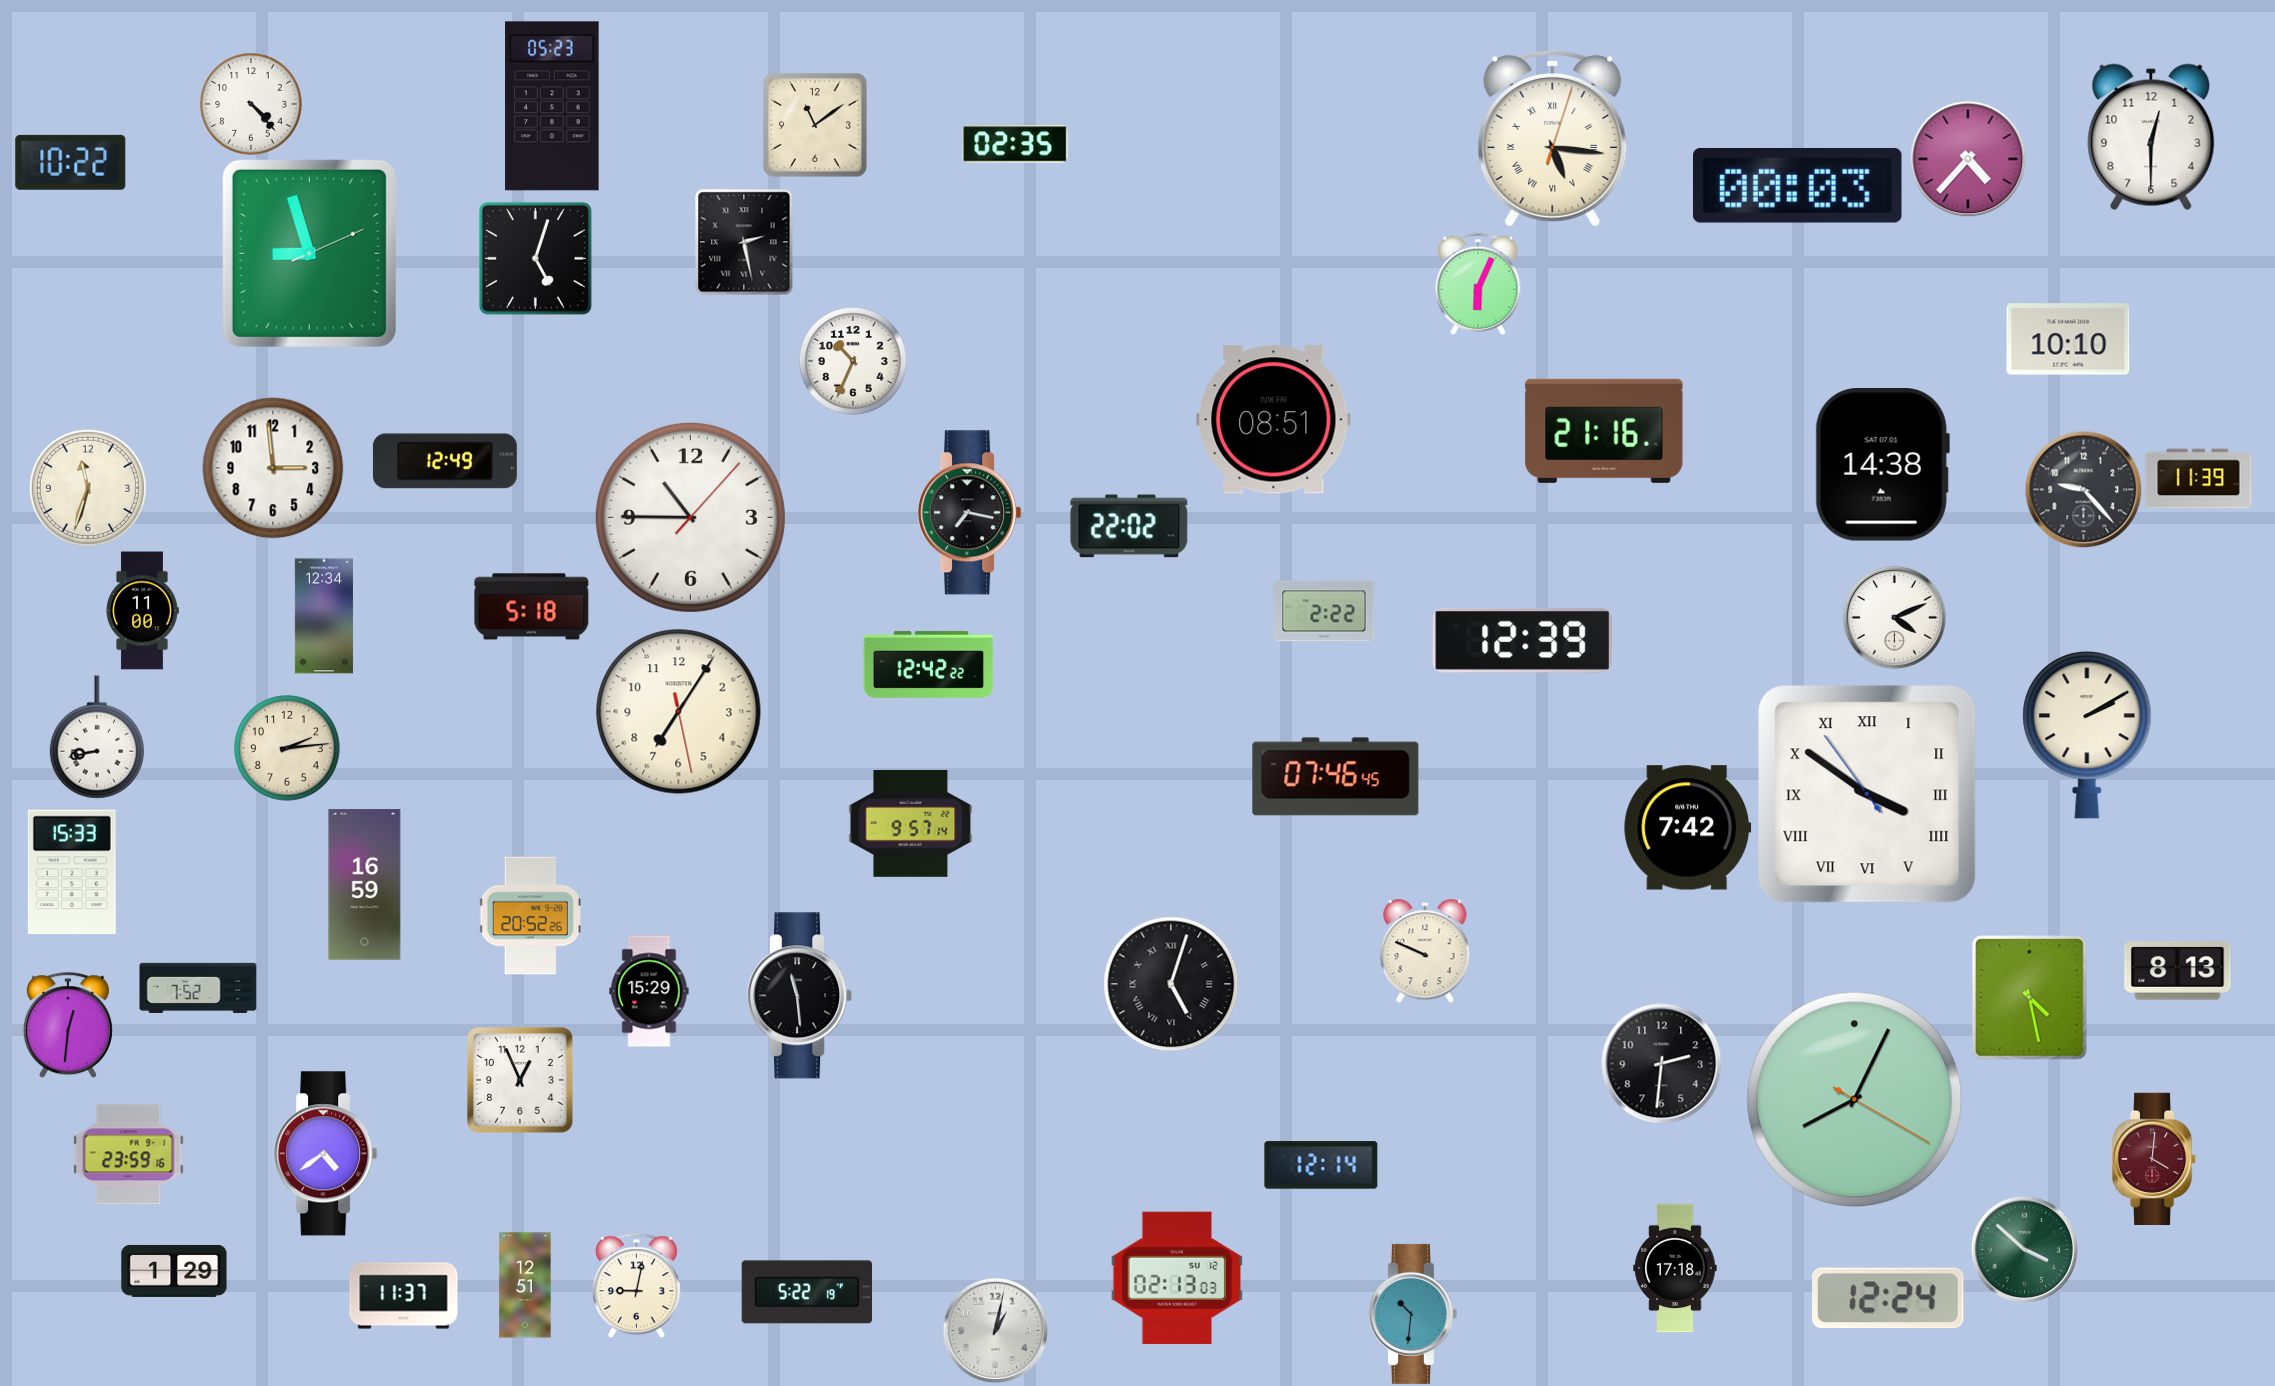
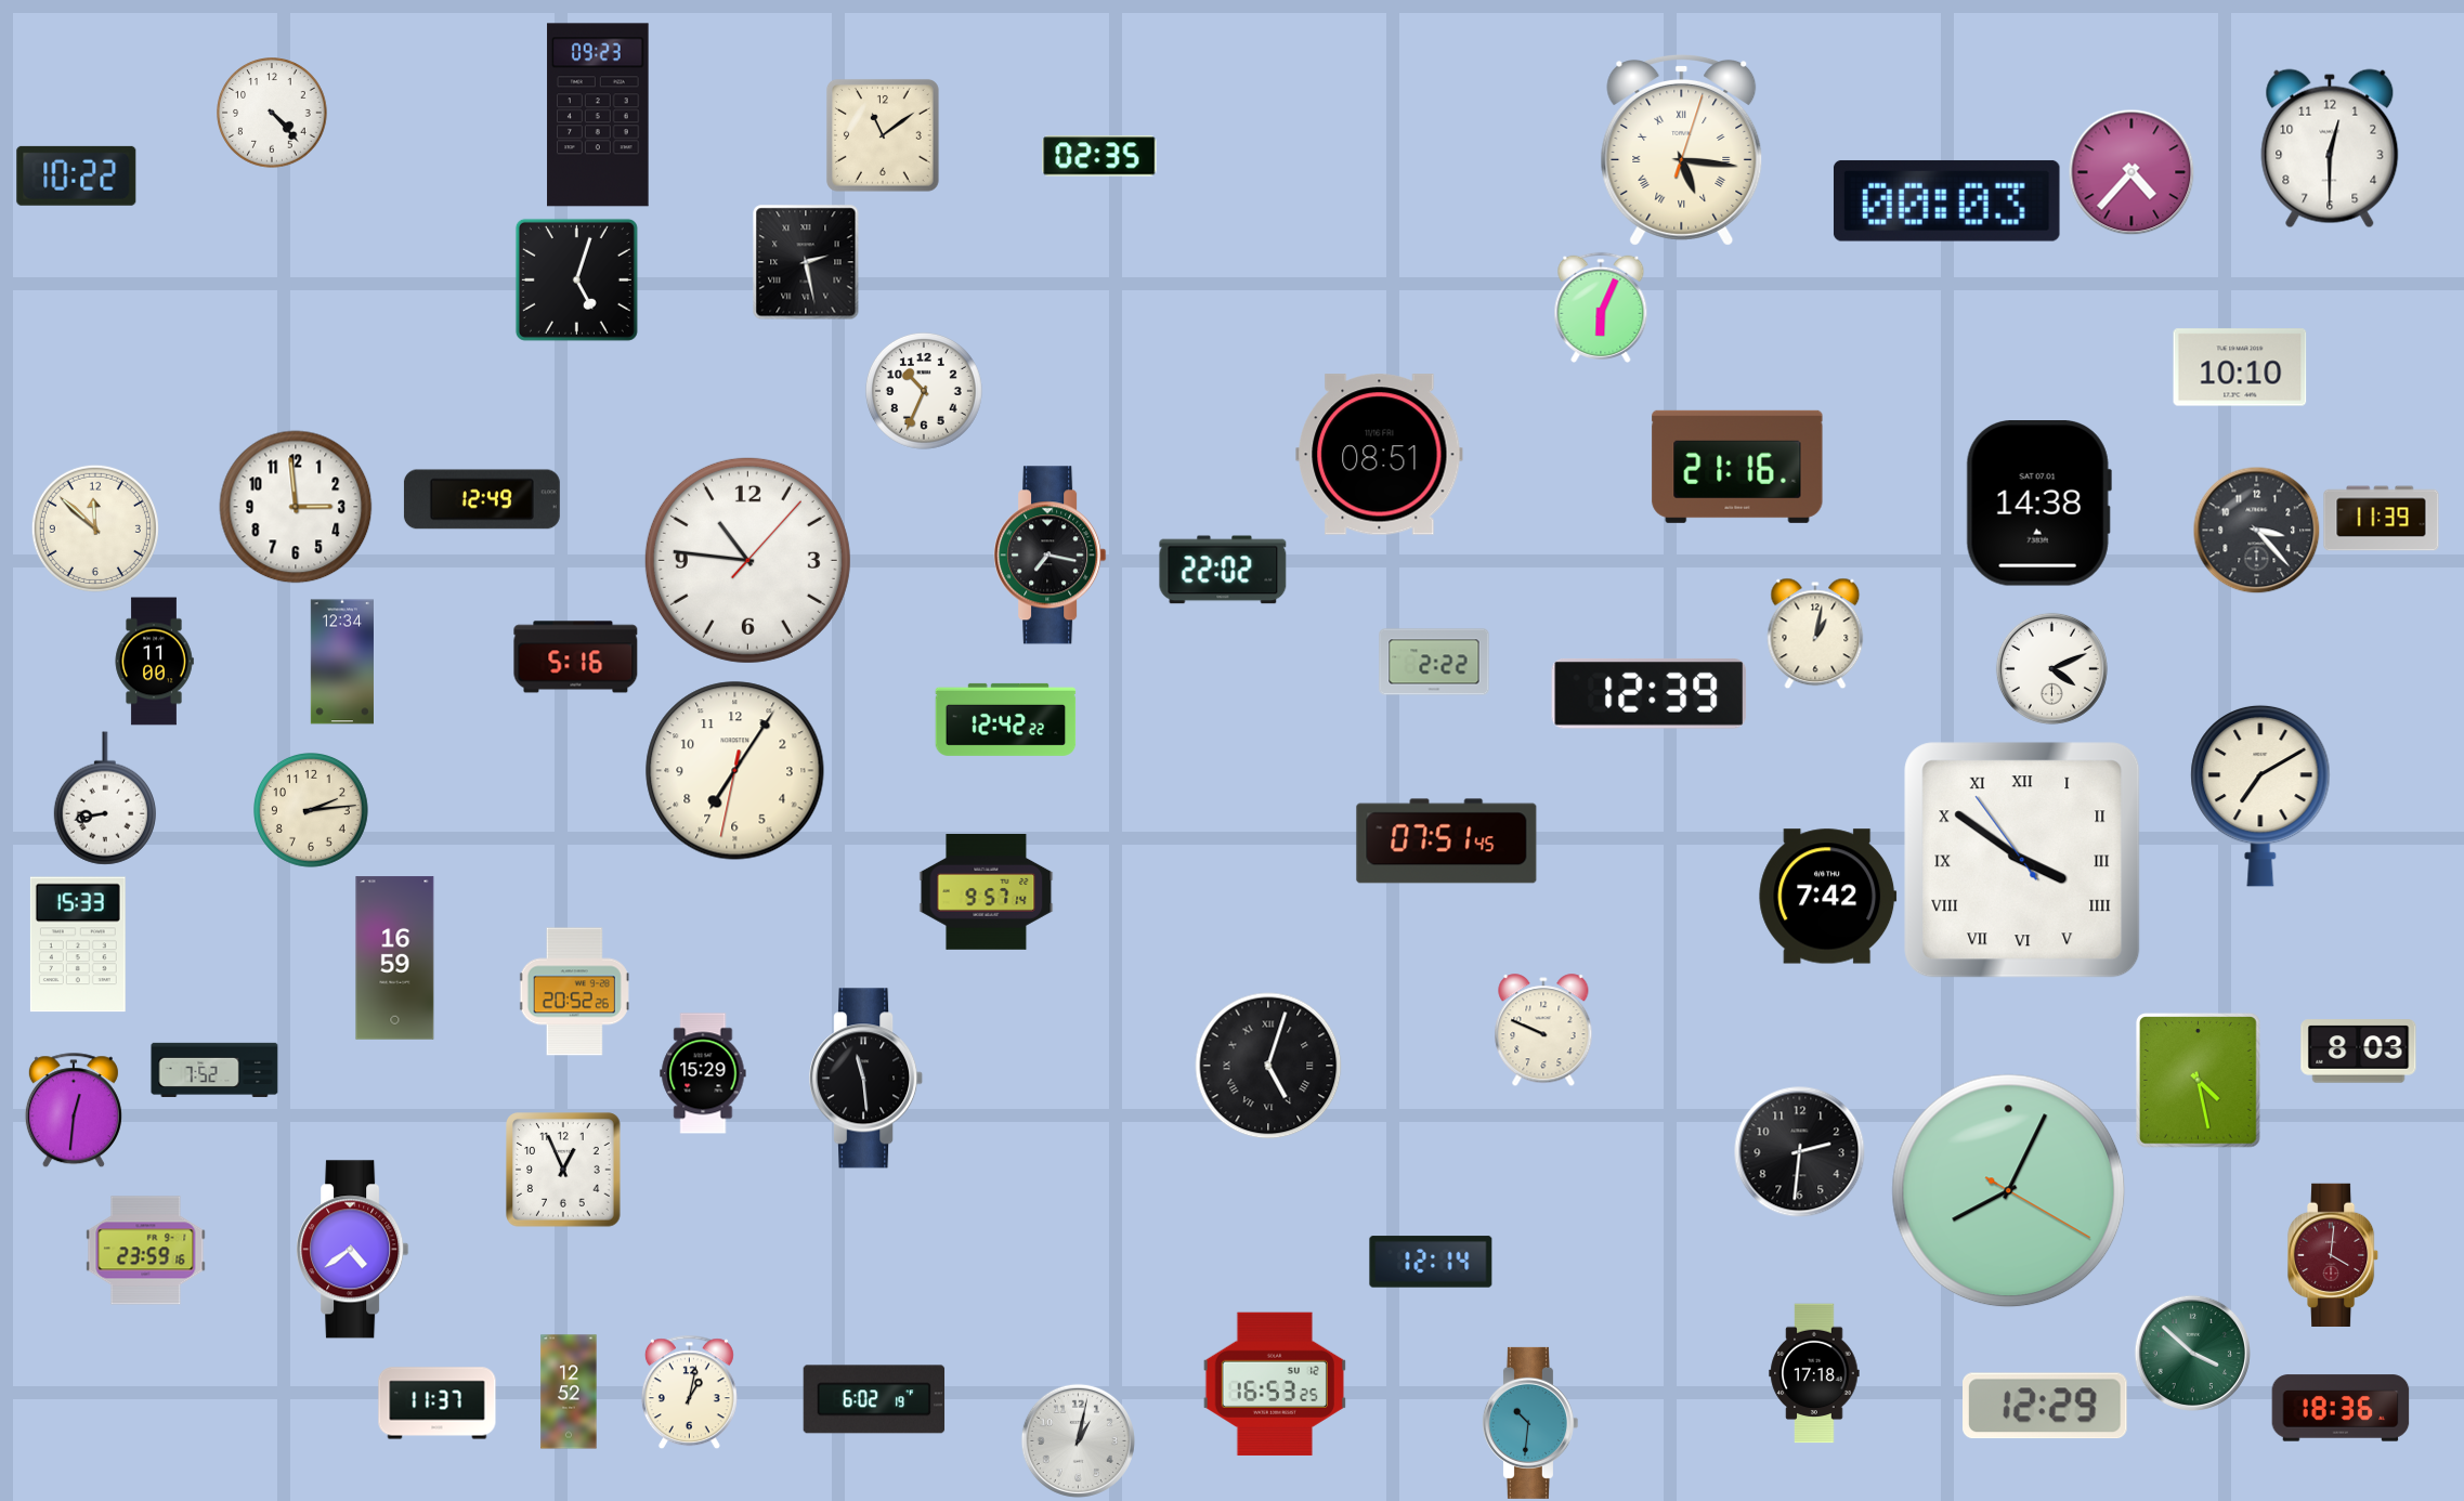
clock at (552, 106): 05:23 -> 09:23
clock at (309, 253): 8:57 -> none
clock at (535, 258) position: (535, 258) -> (576, 279)
clock at (88, 488): 11:33 -> 11:52
clock at (2083, 489): 9:23 -> 3:23
clock at (690, 517): 10:45 -> 10:46
clock at (1815, 634): none -> 1:02
clock at (532, 607): 5:18 -> 5:16
clock at (324, 616) position: (324, 616) -> (342, 662)
clock at (679, 712): 7:05:28 -> 7:05:32
clock at (2087, 735): 2:10 -> 7:10
clock at (1336, 777): 07:46 -> 07:51
clock at (2178, 971): 8:13 -> 8:03
clock at (129, 1155) position: (129, 1155) -> (146, 1251)
clock at (174, 1271): 1:29 -> none
clock at (1177, 1278): 02:13 -> 16:53
clock at (525, 1285): 12:51 -> 12:52
clock at (636, 1285): 9:02 -> 1:02
clock at (807, 1292): 5:22 -> 6:02
clock at (1889, 1298): 12:24 -> 12:29
clock at (2341, 1408): none -> 18:36
